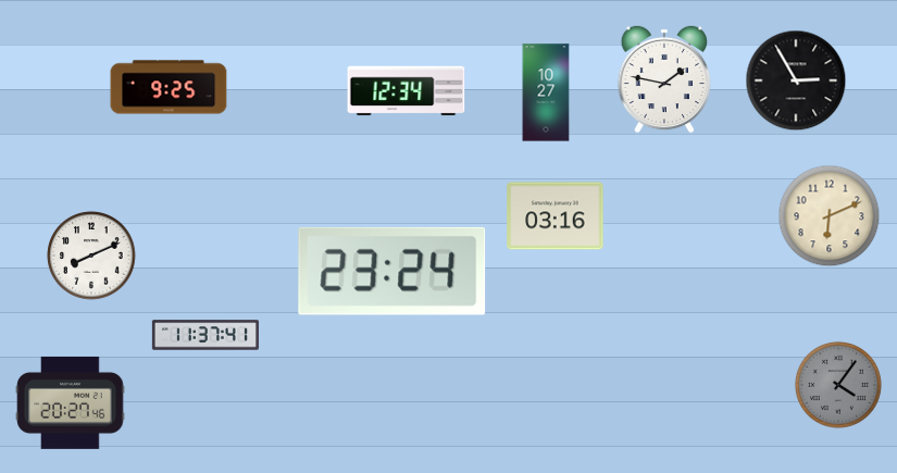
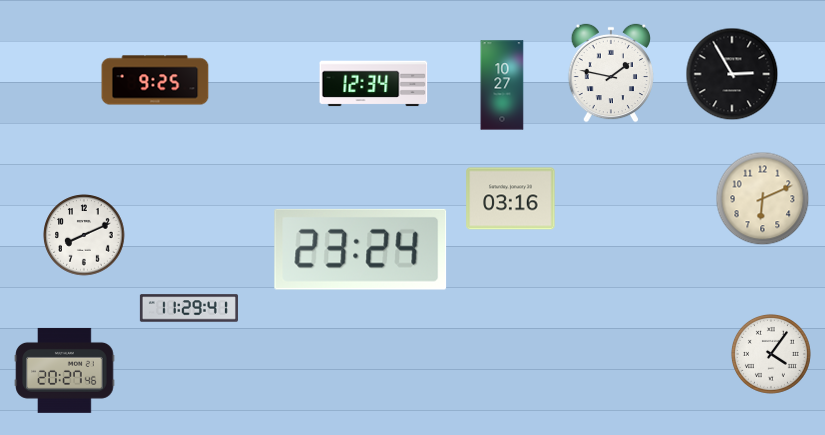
clock at (205, 335): 11:37 -> 11:29
clock at (838, 385) dial: grey -> white
